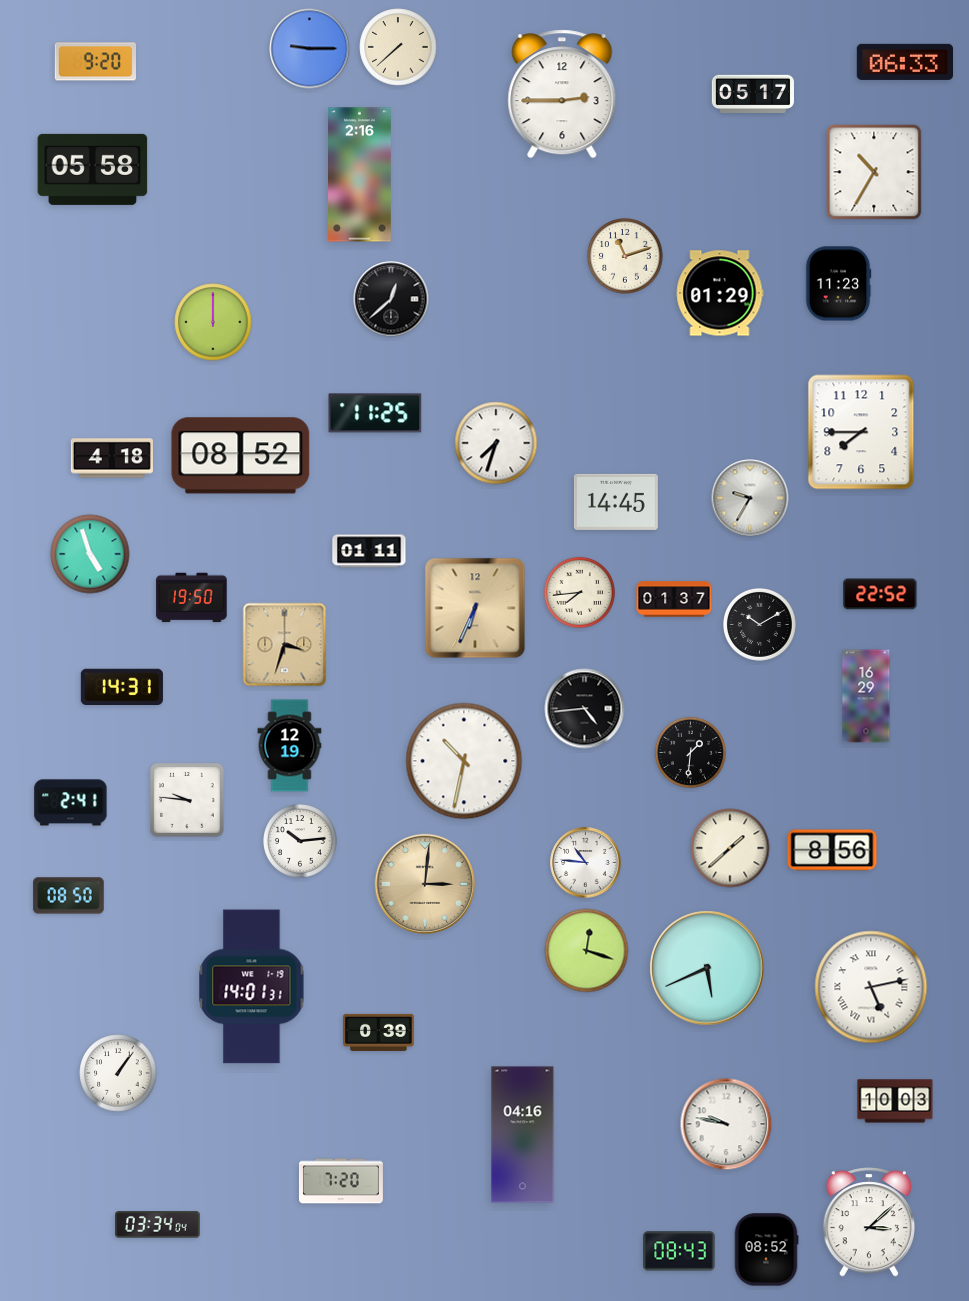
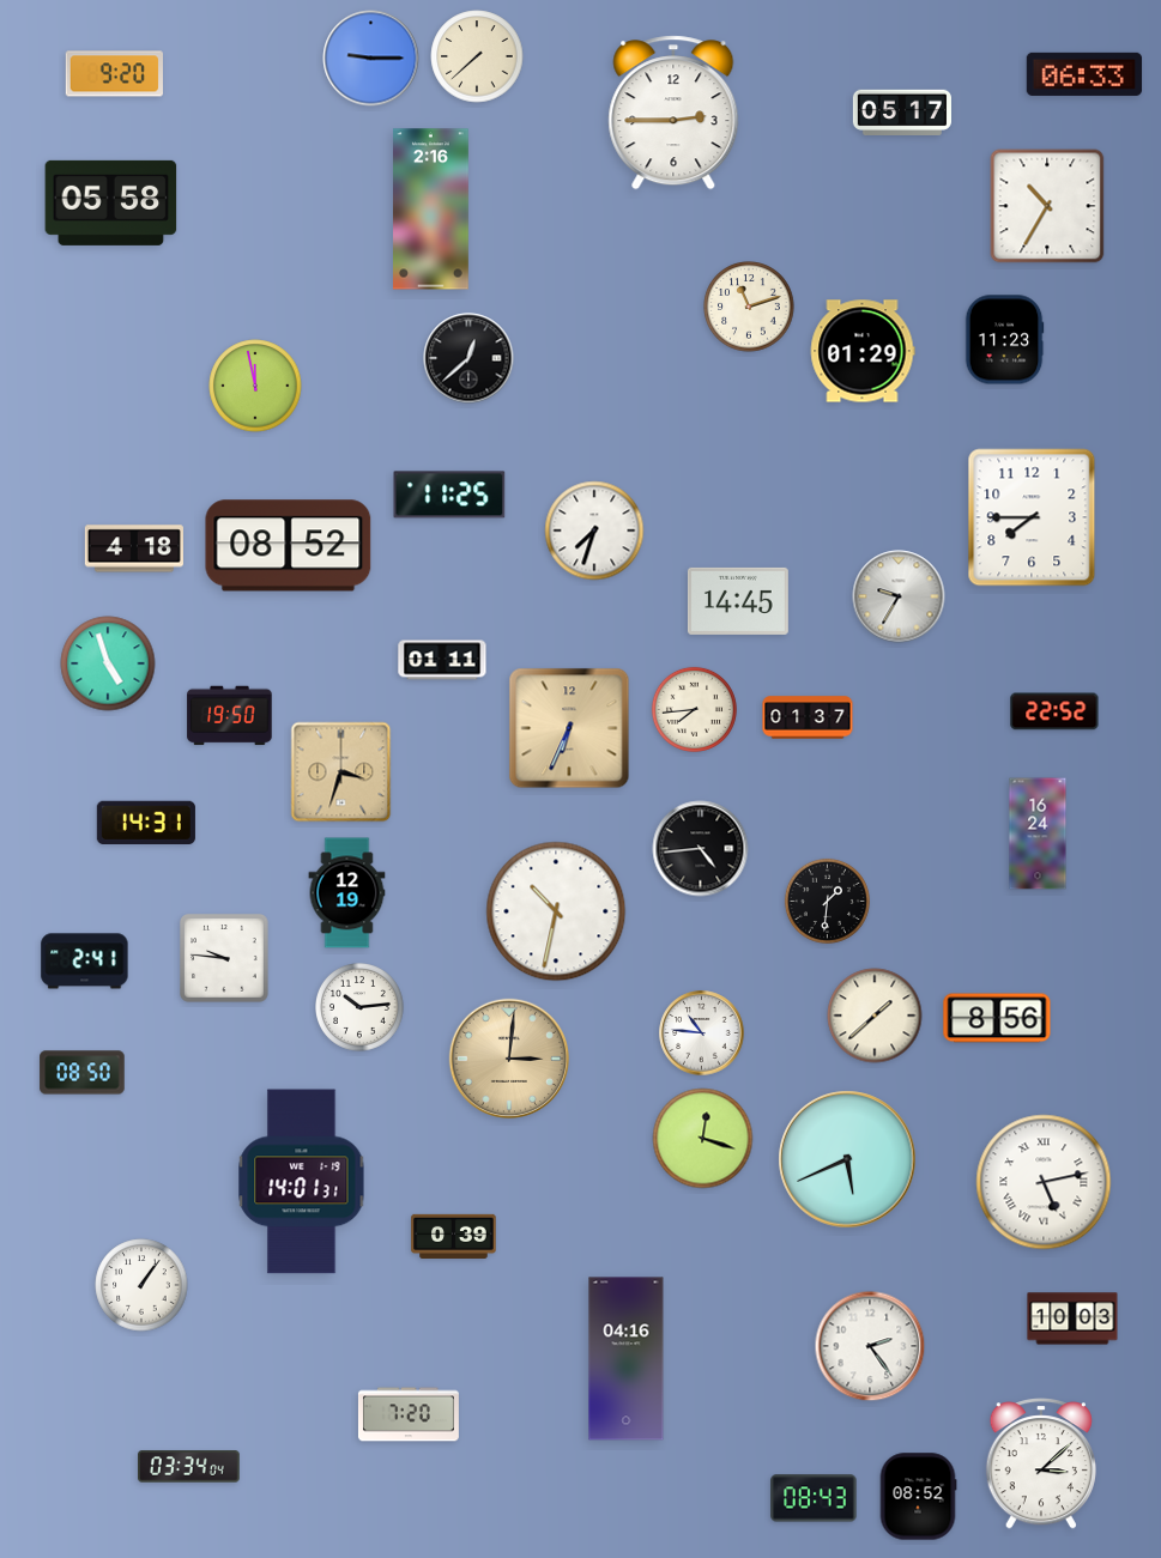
clock at (213, 322): 12:00 -> 11:58
clock at (759, 624): 10:10 -> none
clock at (866, 696): 16:29 -> 16:24
clock at (726, 1124): 9:47 -> 2:24
